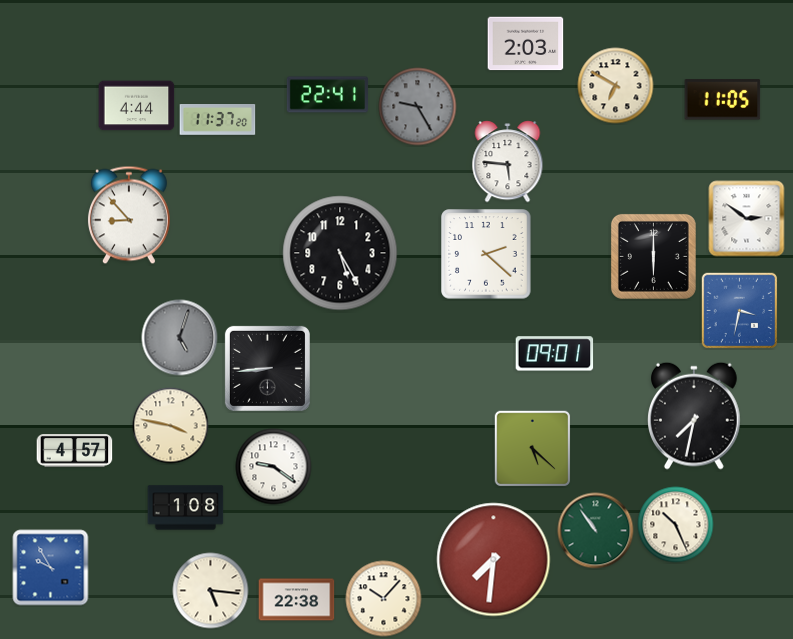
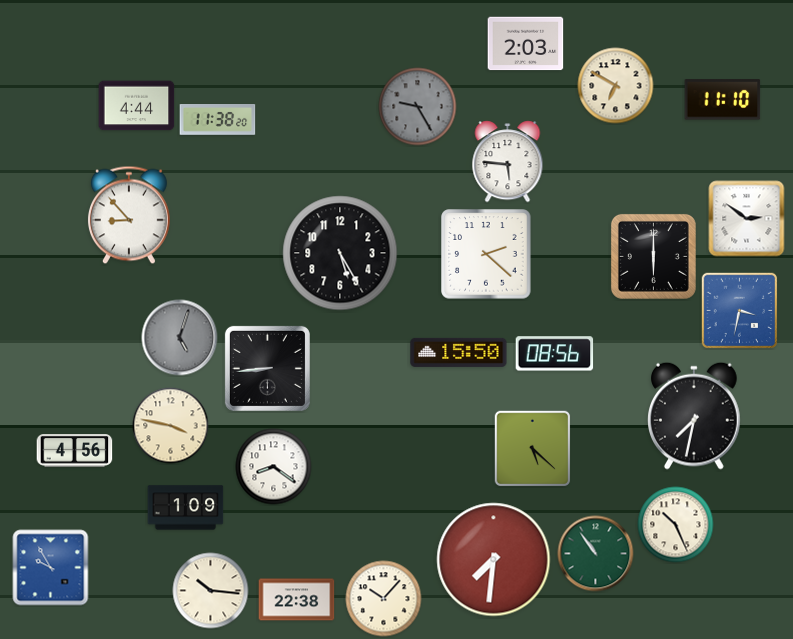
clock at (327, 95): 22:41 -> none
clock at (723, 100): 11:05 -> 11:10
clock at (218, 120): 11:37 -> 11:38
clock at (459, 352): none -> 15:50
clock at (555, 354): 09:01 -> 08:56
clock at (75, 451): 4:57 -> 4:56
clock at (274, 467): 9:21 -> 8:21
clock at (186, 508): 1:08 -> 1:09
clock at (596, 531) position: (596, 531) -> (596, 554)
clock at (211, 591): 5:16 -> 10:16
